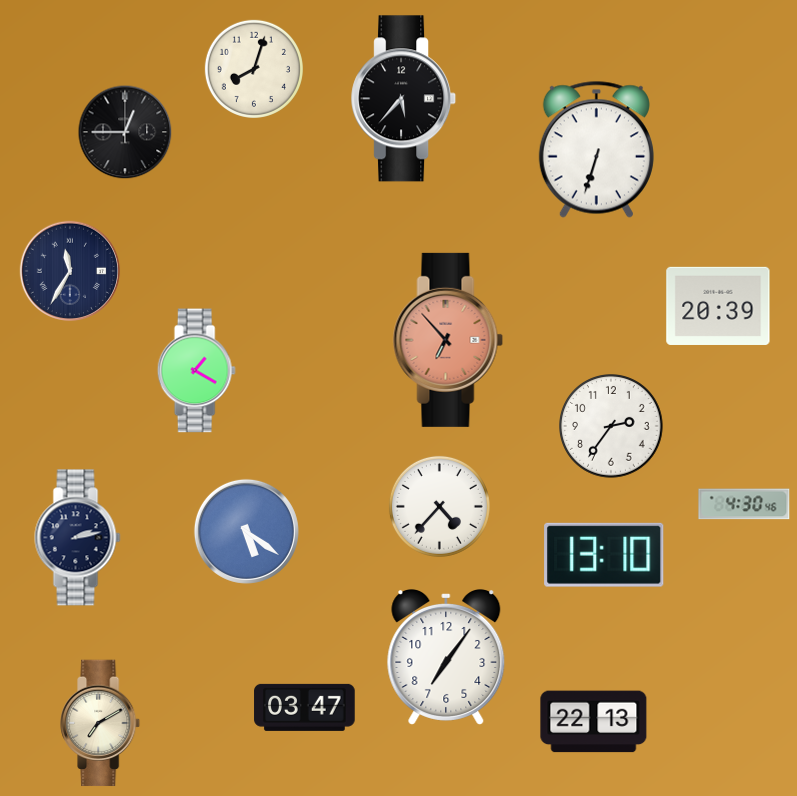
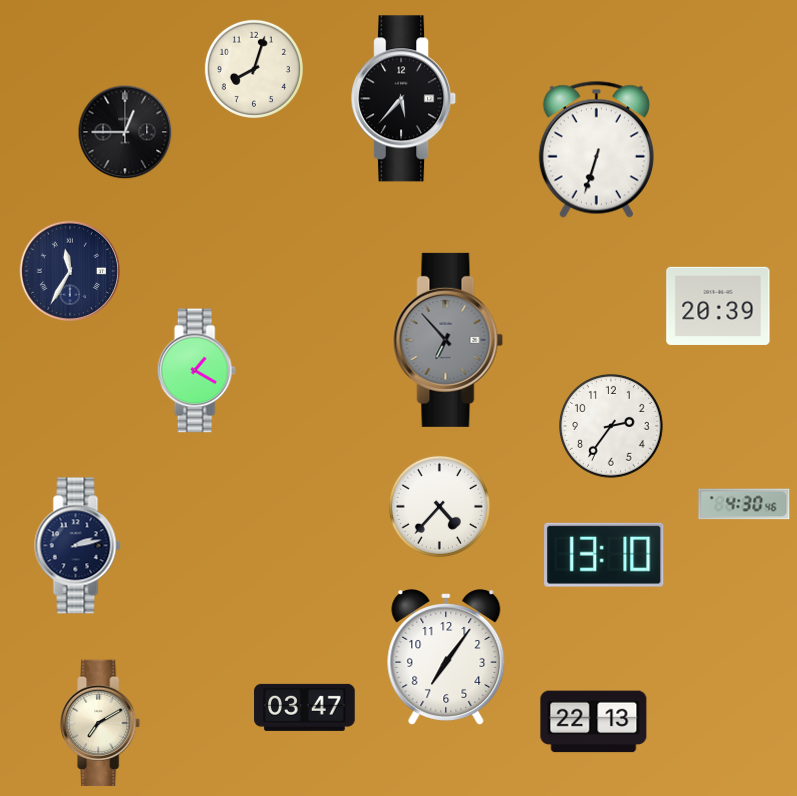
clock at (448, 340) dial: salmon -> grey
clock at (246, 531): 5:21 -> none
clock at (78, 538) position: (78, 538) -> (78, 546)
